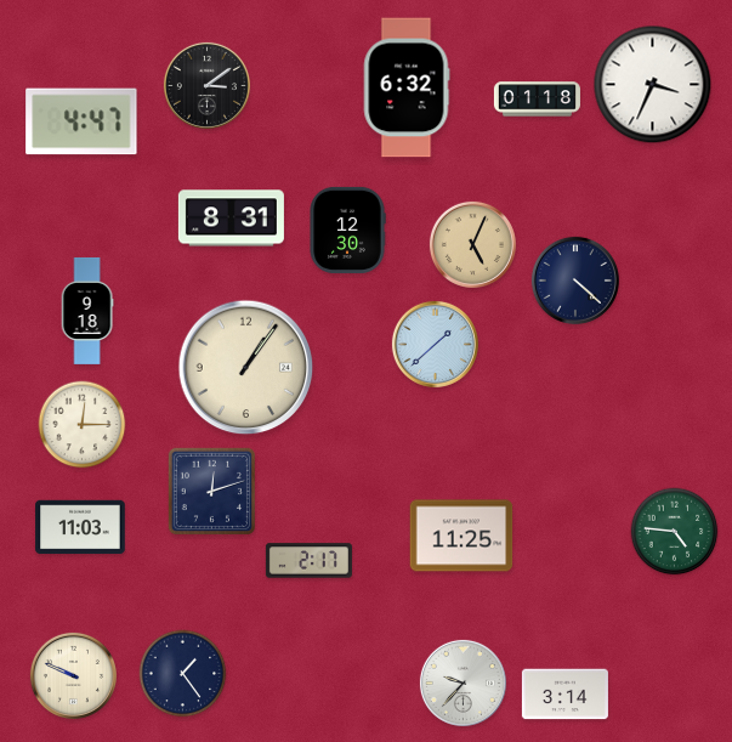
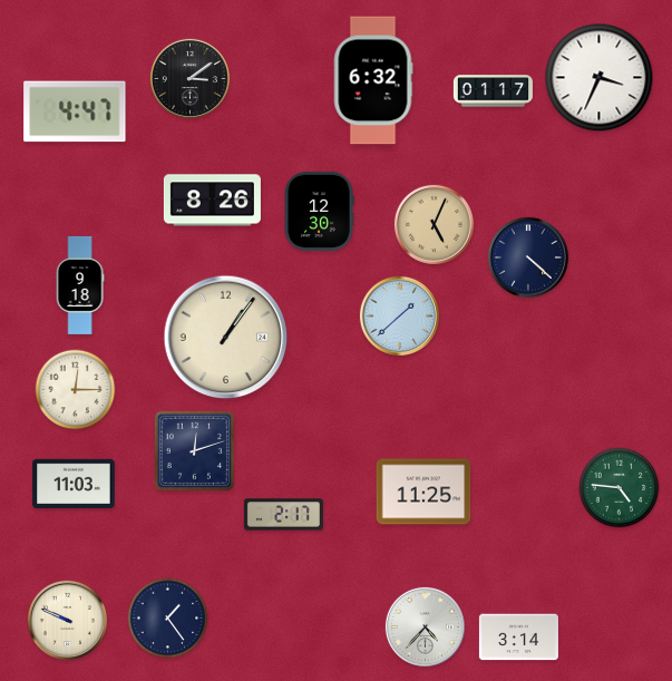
clock at (537, 100): 01:18 -> 01:17
clock at (231, 219): 8:31 -> 8:26
clock at (463, 682): 9:37 -> 4:37
